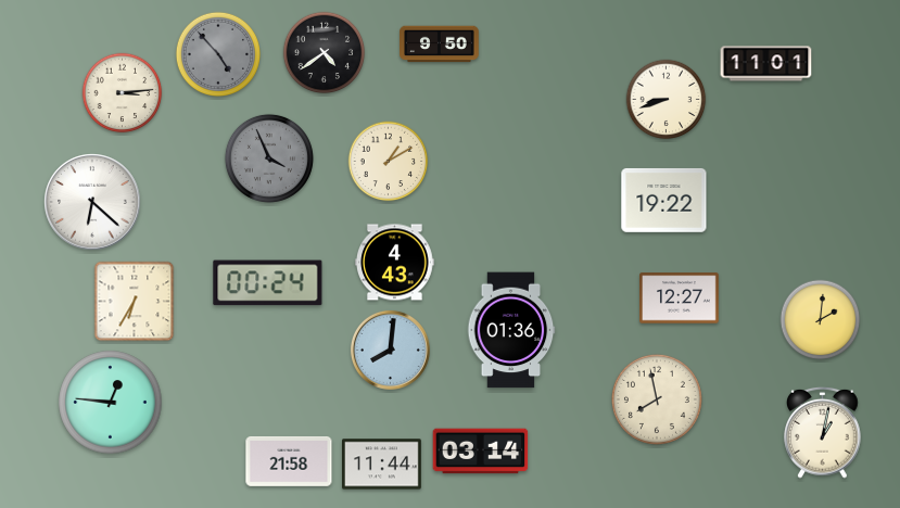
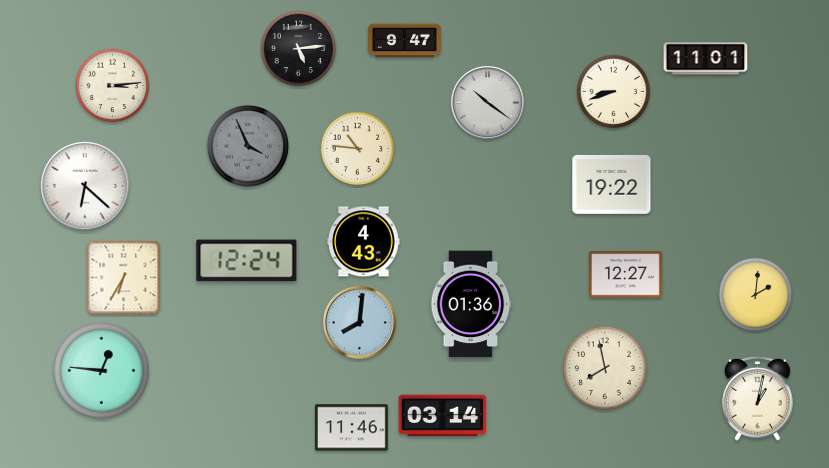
clock at (440, 45): 9:50 -> 9:47
clock at (217, 53): 4:53 -> none
clock at (325, 53): 4:39 -> 5:14
clock at (487, 102): none -> 10:21
clock at (389, 162): 1:10 -> 10:46
clock at (268, 283): 00:24 -> 12:24
clock at (289, 461): 21:58 -> none
clock at (382, 465): 11:44 -> 11:46
